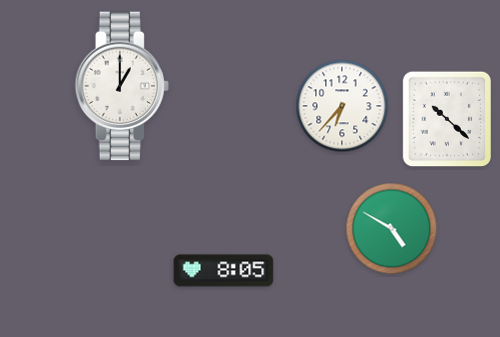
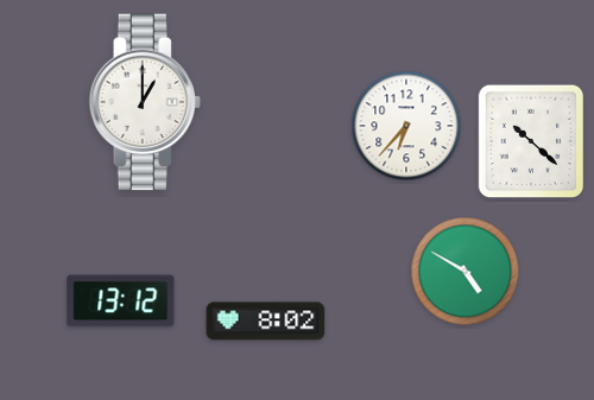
clock at (121, 301): none -> 13:12
clock at (224, 271): 8:05 -> 8:02
